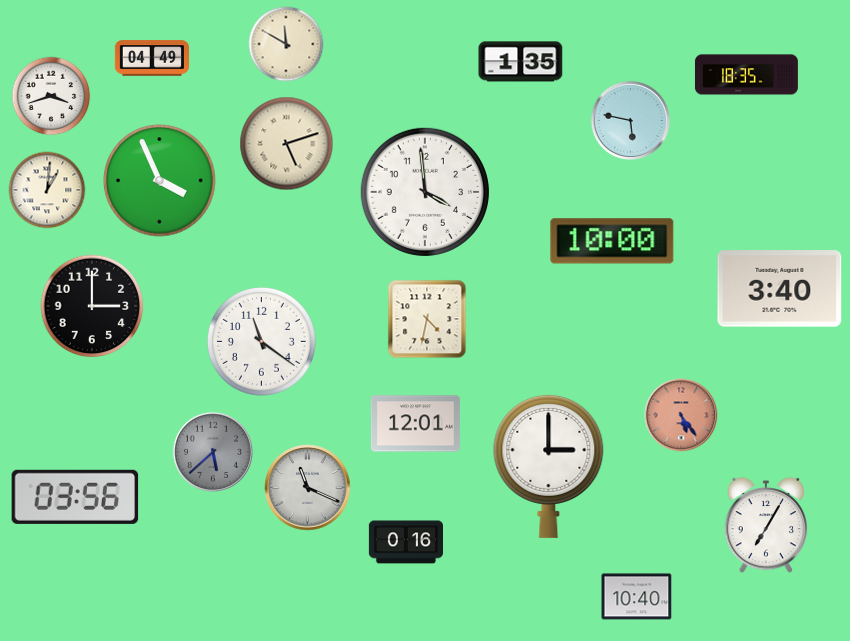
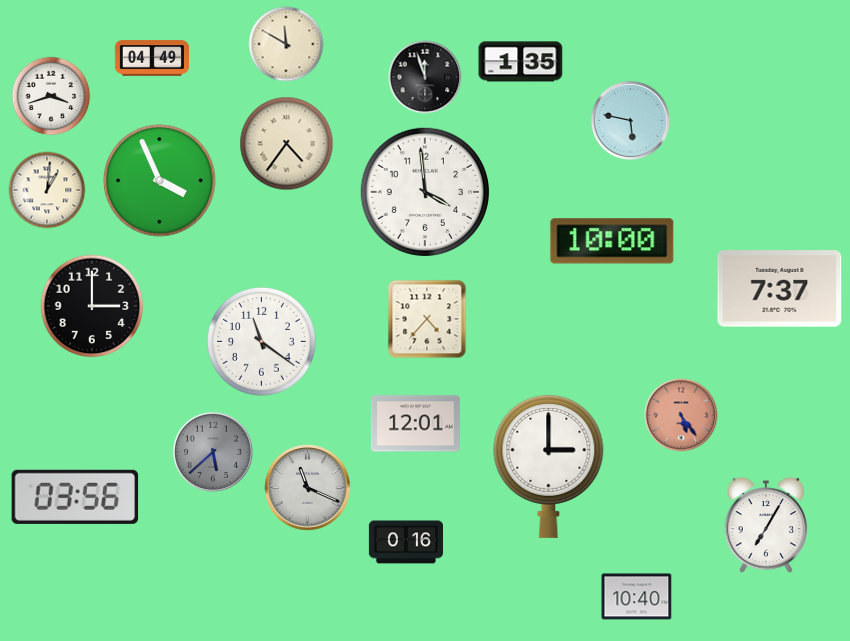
clock at (746, 75): 18:35 -> none
clock at (425, 77): none -> 11:57
clock at (287, 144): 5:12 -> 4:36
clock at (780, 289): 3:40 -> 7:37
clock at (427, 319): 4:32 -> 4:37
